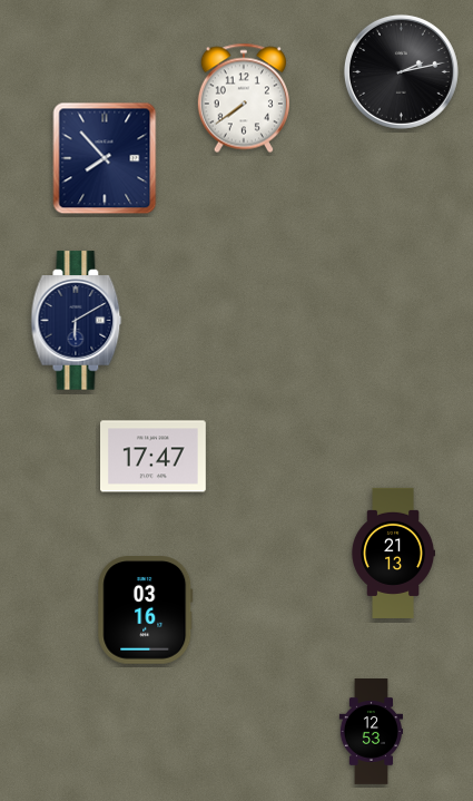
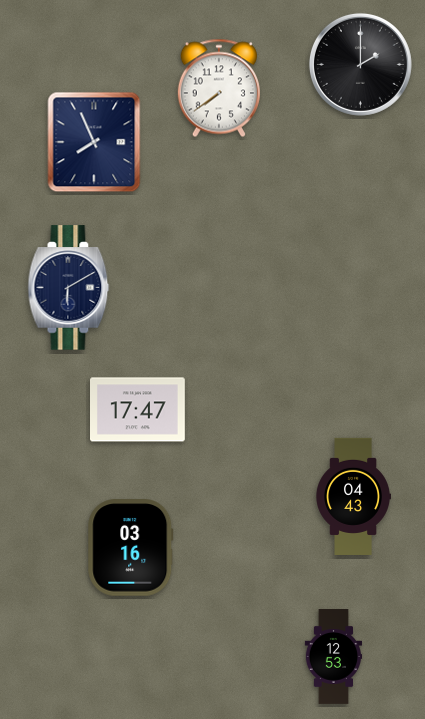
clock at (401, 71): 2:13 -> 2:00
clock at (105, 158): 7:53 -> 7:56
clock at (393, 553): 21:13 -> 04:43
